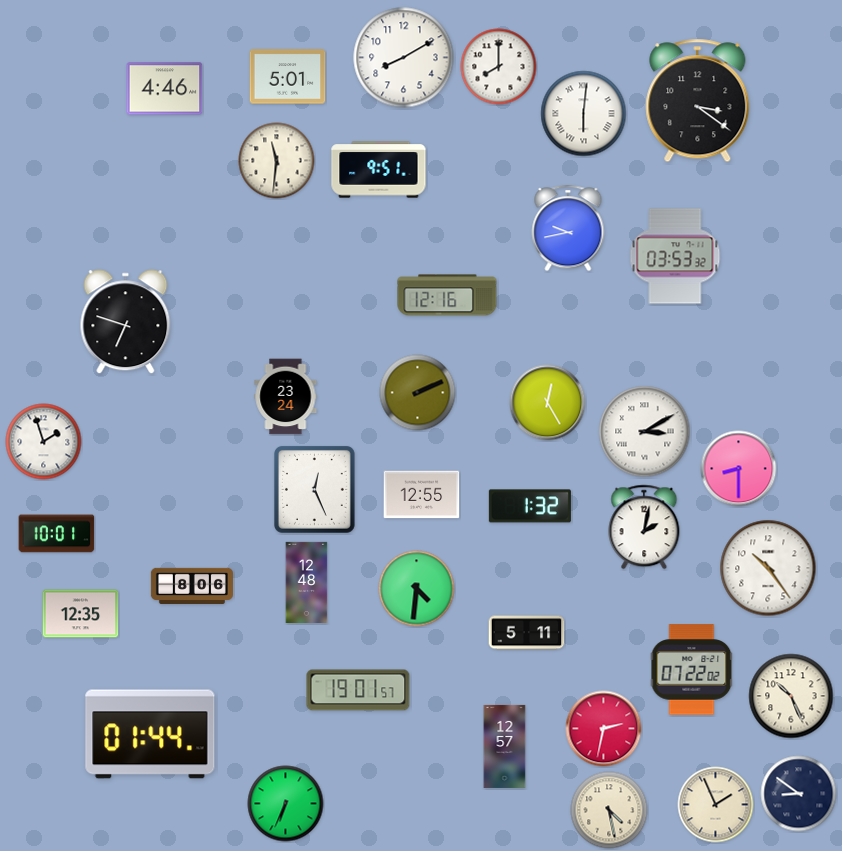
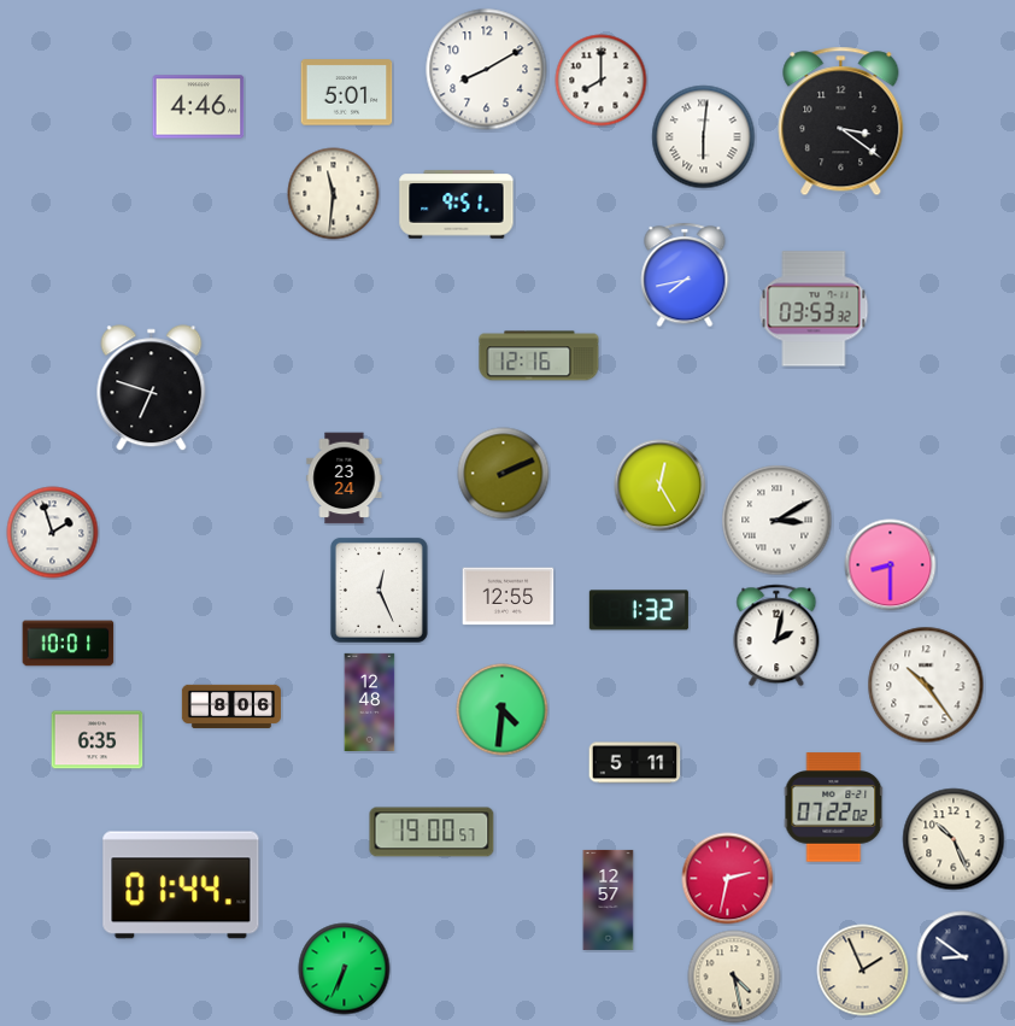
clock at (568, 228): 9:43 -> 7:43
clock at (81, 614): 12:35 -> 6:35
clock at (358, 690): 19:01 -> 19:00
